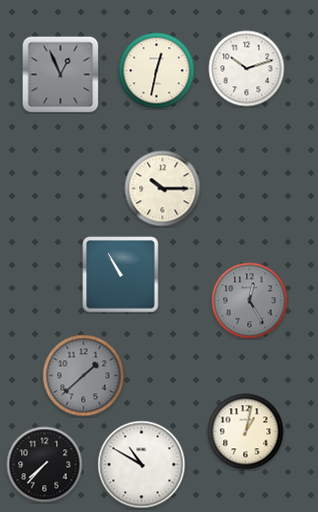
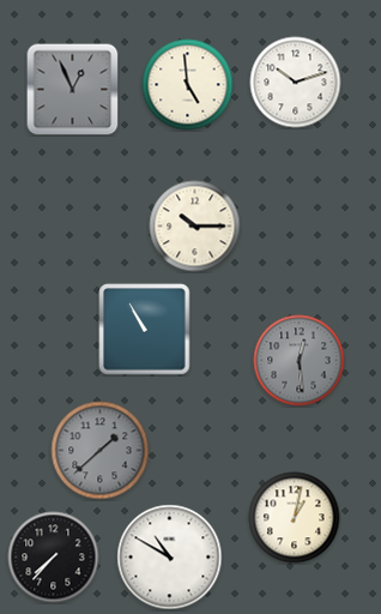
clock at (157, 71): 12:32 -> 4:59
clock at (250, 301): 12:25 -> 12:29
